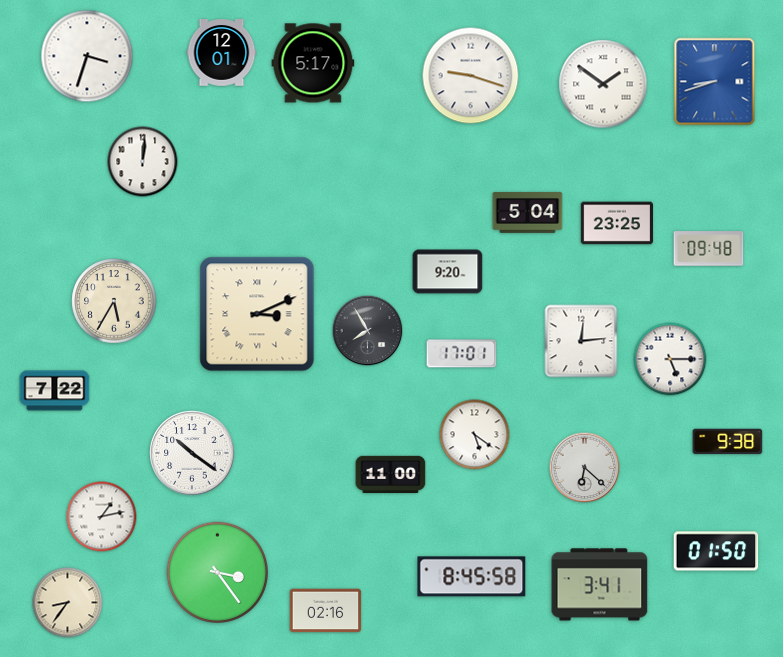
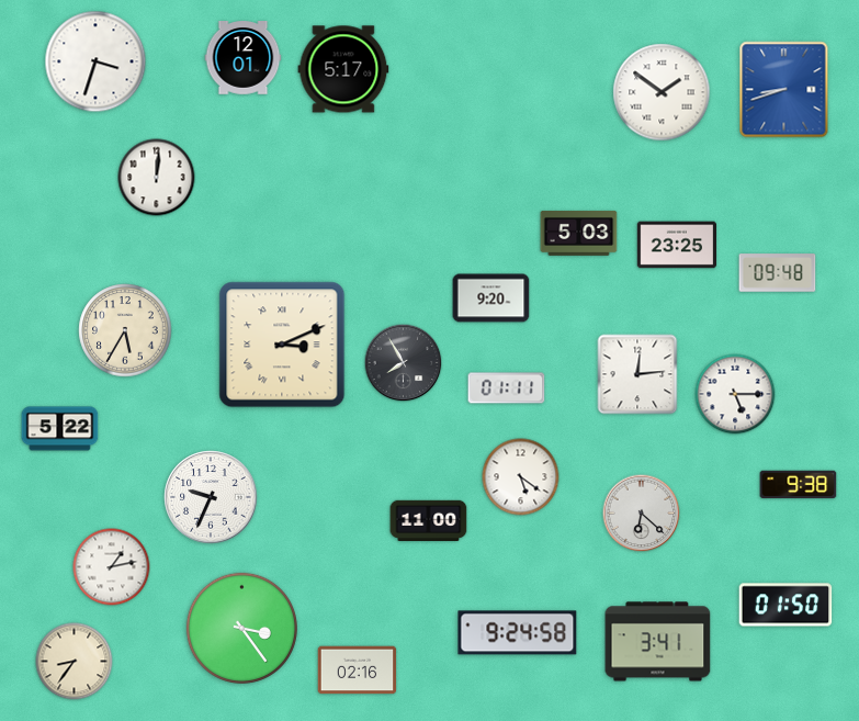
clock at (471, 76): 9:18 -> none
clock at (528, 213): 5:04 -> 5:03
clock at (462, 354): 17:01 -> 01:11
clock at (55, 391): 7:22 -> 5:22
clock at (192, 453): 10:21 -> 9:34
clock at (217, 572) position: (217, 572) -> (241, 628)
clock at (472, 577): 8:45 -> 9:24
